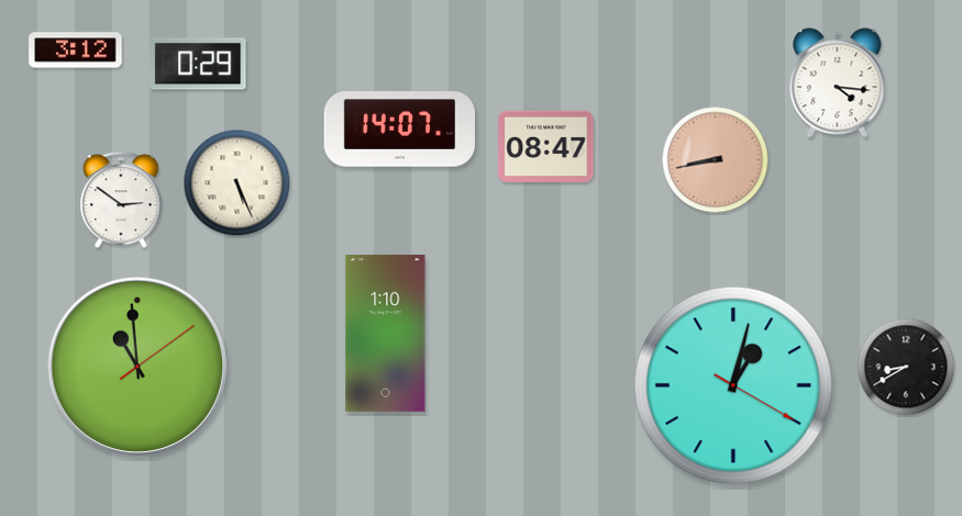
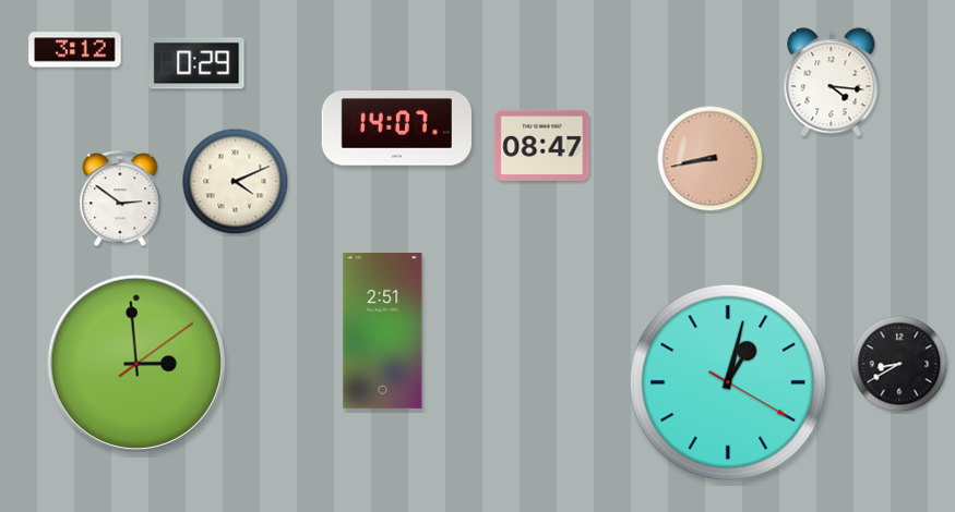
clock at (237, 183): 5:26 -> 4:11
clock at (386, 333): 1:10 -> 2:51
clock at (136, 366): 10:59 -> 2:59
